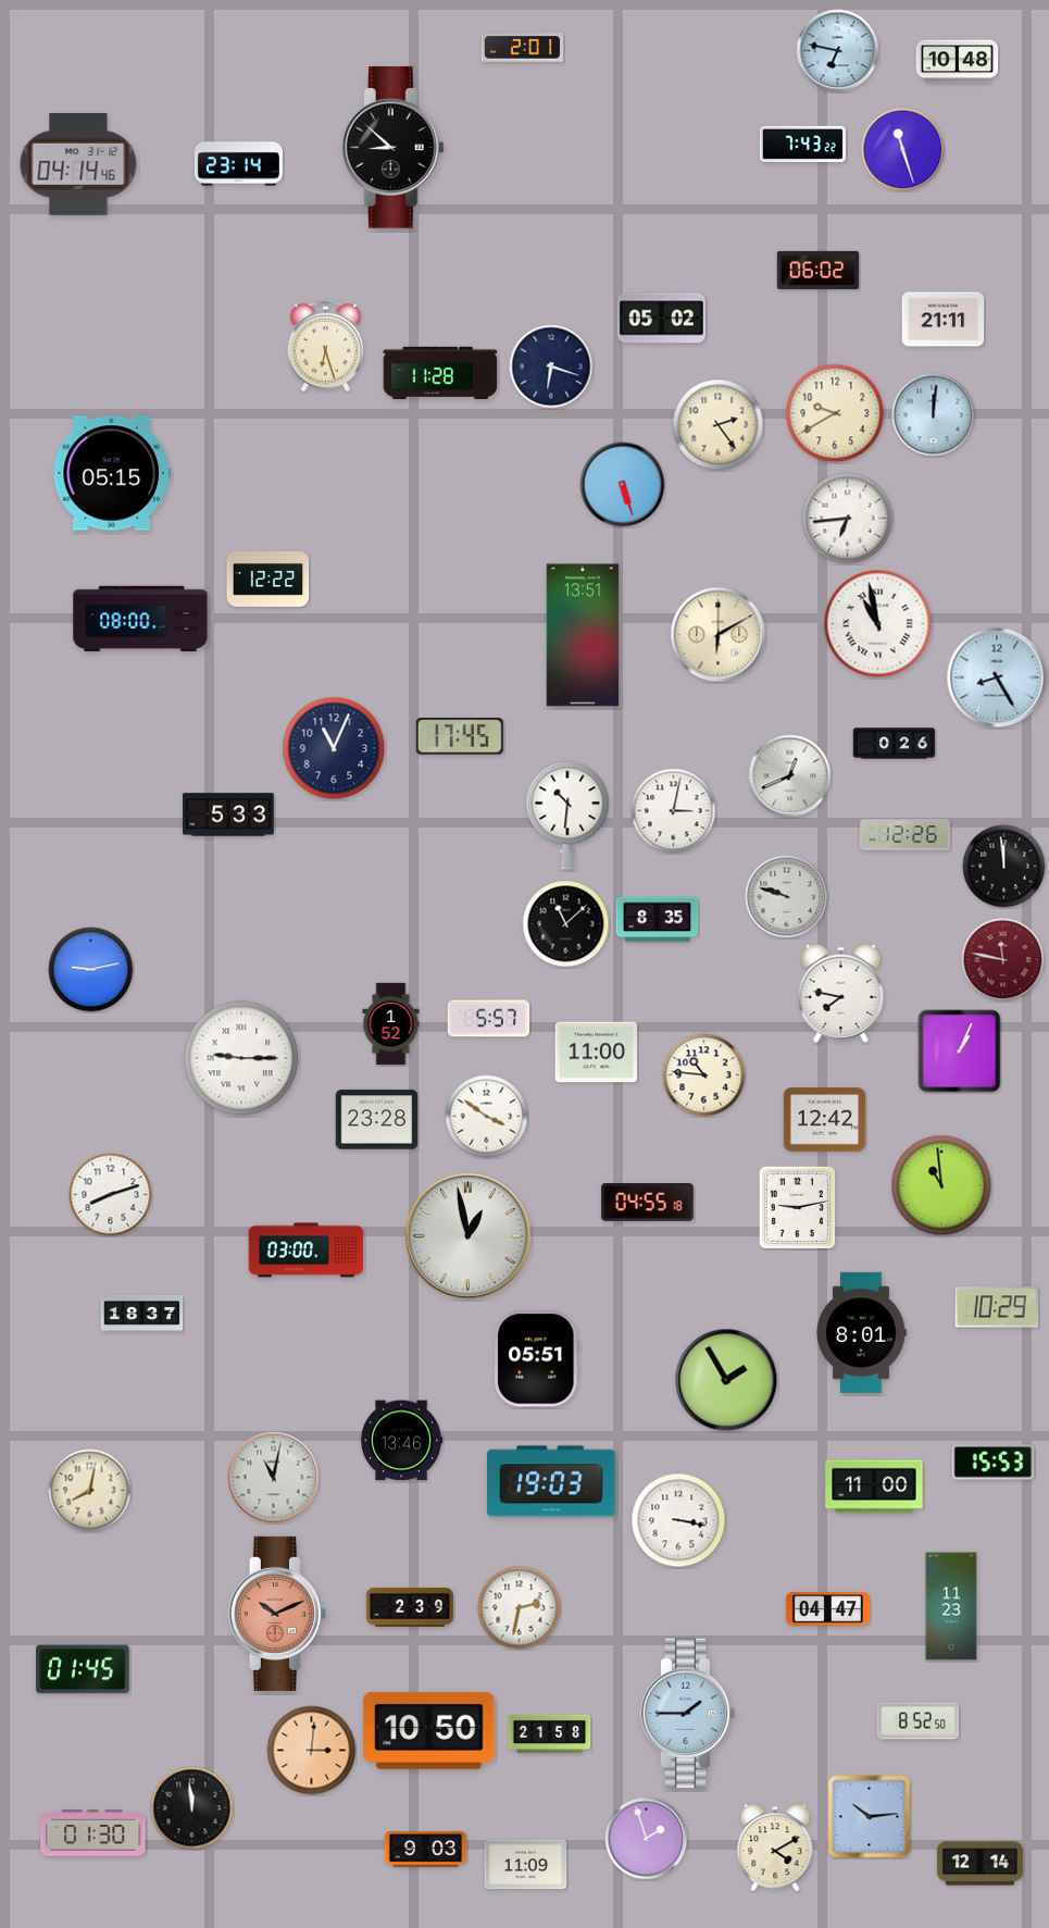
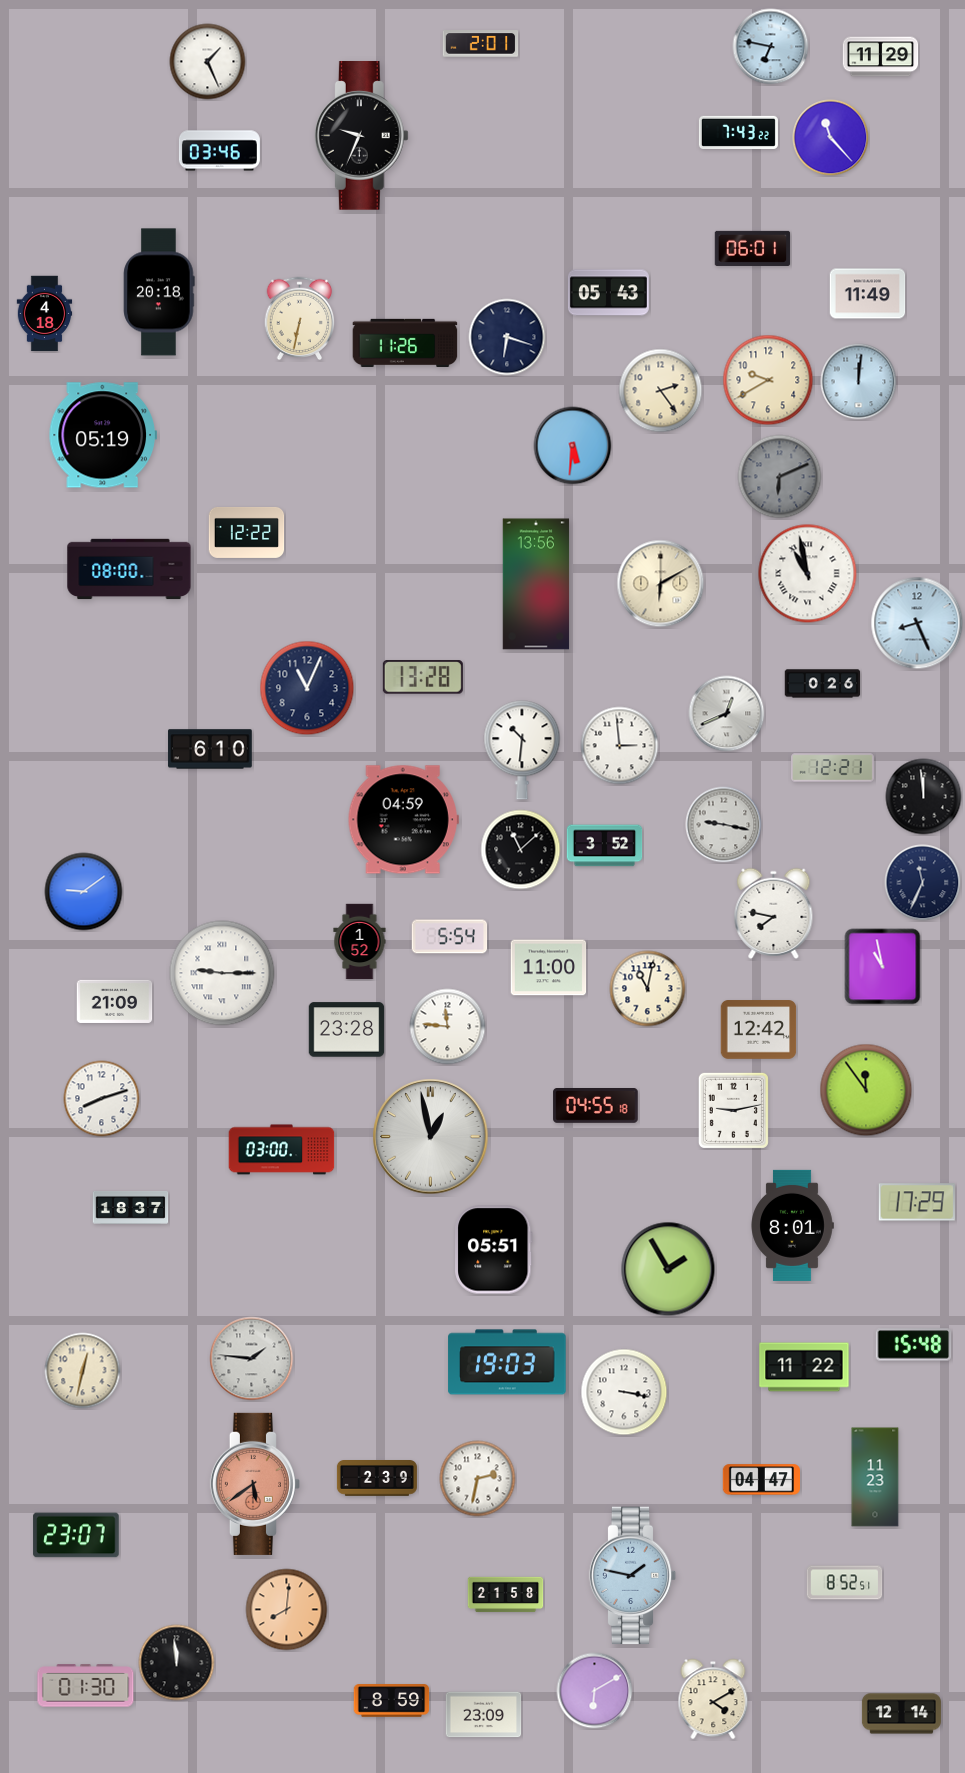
clock at (958, 62): 10:48 -> 11:29
clock at (208, 62): none -> 1:26
clock at (392, 148): 8:52 -> 9:34
clock at (903, 150): 11:27 -> 11:23
clock at (78, 164): 04:14 -> none
clock at (238, 164): 23:14 -> 03:46
clock at (819, 270): 06:02 -> 06:01
clock at (159, 292): none -> 20:18
clock at (661, 319): 05:02 -> 05:43
clock at (944, 320): 21:11 -> 11:49
clock at (45, 314): none -> 4:18
clock at (326, 347): 6:27 -> 6:32
clock at (440, 372): 11:28 -> 11:26
clock at (112, 473): 05:15 -> 05:19
clock at (623, 485): 5:27 -> 5:31
clock at (848, 519): 6:44 -> 6:11
clock at (848, 519) dial: white -> grey
clock at (583, 635): 13:51 -> 13:56
clock at (997, 677): 8:25 -> 8:26
clock at (460, 736): 17:45 -> 13:28
clock at (674, 811): 3:02 -> 2:59
clock at (228, 814): 5:33 -> 6:10
clock at (906, 835): 12:26 -> 12:21
clock at (403, 820): none -> 04:59
clock at (787, 897): 9:48 -> 9:17
clock at (658, 920): 8:35 -> 3:52
clock at (1003, 960): 11:47 -> 11:34
clock at (1003, 960) dial: burgundy -> navy
clock at (91, 970): 9:13 -> 9:09
clock at (489, 1019): 5:57 -> 5:54
clock at (960, 1052): 1:04 -> 10:58
clock at (704, 1075): 10:46 -> 11:02
clock at (115, 1001): none -> 21:09
clock at (487, 1117): 3:51 -> 11:46
clock at (941, 1185): 10:59 -> 11:54
clock at (997, 1307): 10:29 -> 17:29
clock at (402, 1441): 13:46 -> none
clock at (994, 1463): 15:53 -> 15:48
clock at (274, 1478): 11:02 -> 1:46
clock at (874, 1487): 11:00 -> 11:22
clock at (90, 1491): 8:02 -> 12:32
clock at (678, 1520) position: (678, 1520) -> (624, 1392)
clock at (277, 1614): 10:11 -> 5:39
clock at (83, 1669): 01:45 -> 23:07
clock at (688, 1714): 1:45 -> 1:47
clock at (919, 1721): 8:52:50 -> 8:52:51
clock at (429, 1730): 10:50 -> none
clock at (312, 1751): 3:01 -> 8:01
clock at (870, 1817): 10:14 -> none
clock at (647, 1839): 1:57 -> 6:10
clock at (426, 1850): 9:03 -> 8:59
clock at (526, 1865): 11:09 -> 23:09
